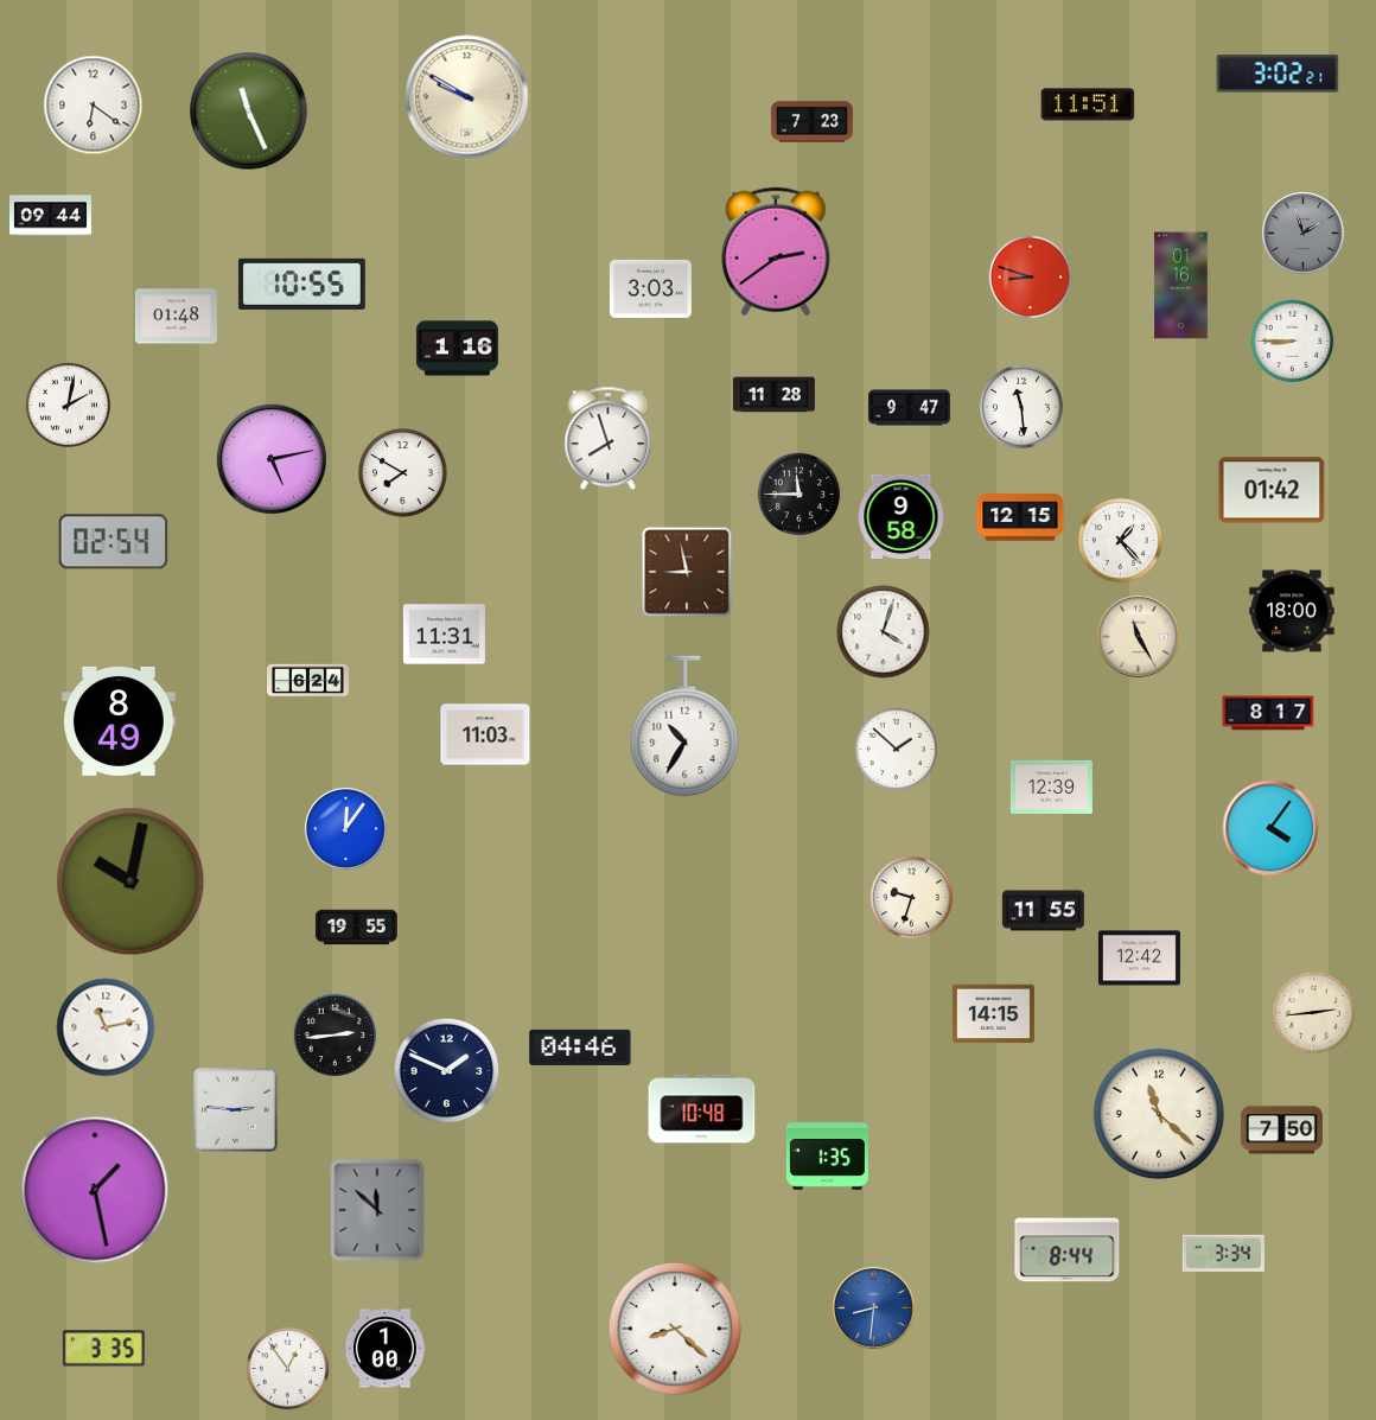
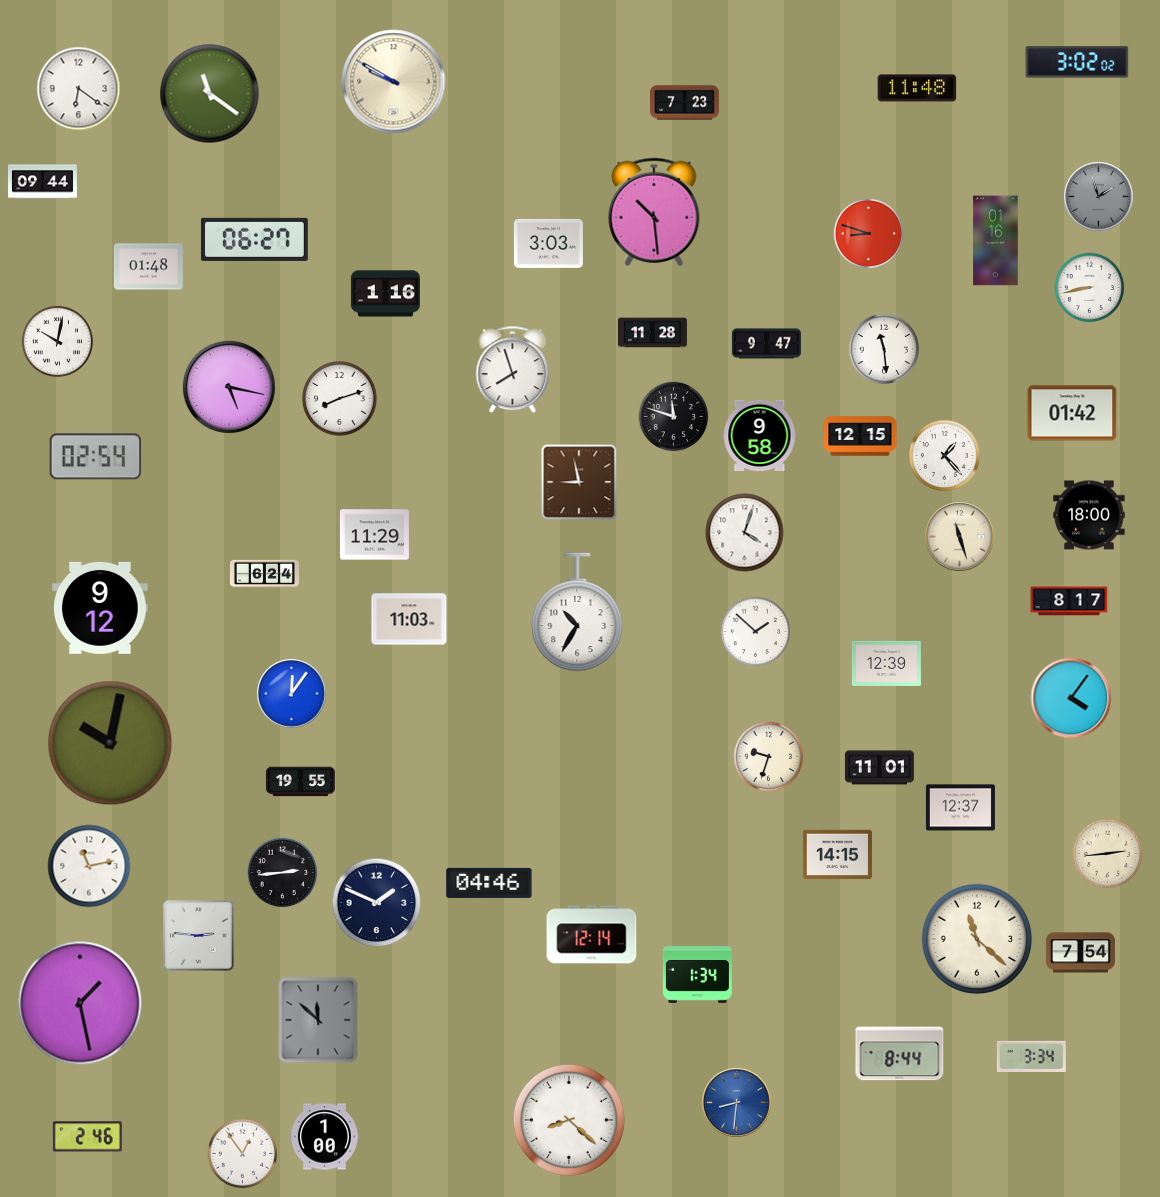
clock at (1278, 74): 3:02:21 -> 3:02:02
clock at (1088, 104): 11:51 -> 11:48
clock at (249, 112): 11:26 -> 11:21
clock at (776, 251): 2:39 -> 10:29
clock at (301, 284): 10:55 -> 06:27
clock at (1293, 342): 8:45 -> 8:43
clock at (68, 405): 2:02 -> 10:02
clock at (1020, 406) position: (1020, 406) -> (883, 348)
clock at (272, 459): 5:13 -> 5:17
clock at (403, 473): 7:50 -> 8:12
clock at (800, 495): 11:45 -> 11:48
clock at (444, 635): 11:31 -> 11:29
clock at (1139, 637): 11:25 -> 11:27
clock at (307, 681) position: (307, 681) -> (264, 574)
clock at (119, 721): 8:49 -> 9:12
clock at (346, 829) position: (346, 829) -> (292, 694)
clock at (1043, 911): 11:55 -> 11:01
clock at (1139, 959): 12:42 -> 12:37
clock at (702, 1109): 10:48 -> 12:14
clock at (1281, 1131): 7:50 -> 7:54
clock at (827, 1157): 1:35 -> 1:34
clock at (103, 1349): 3:35 -> 2:46
